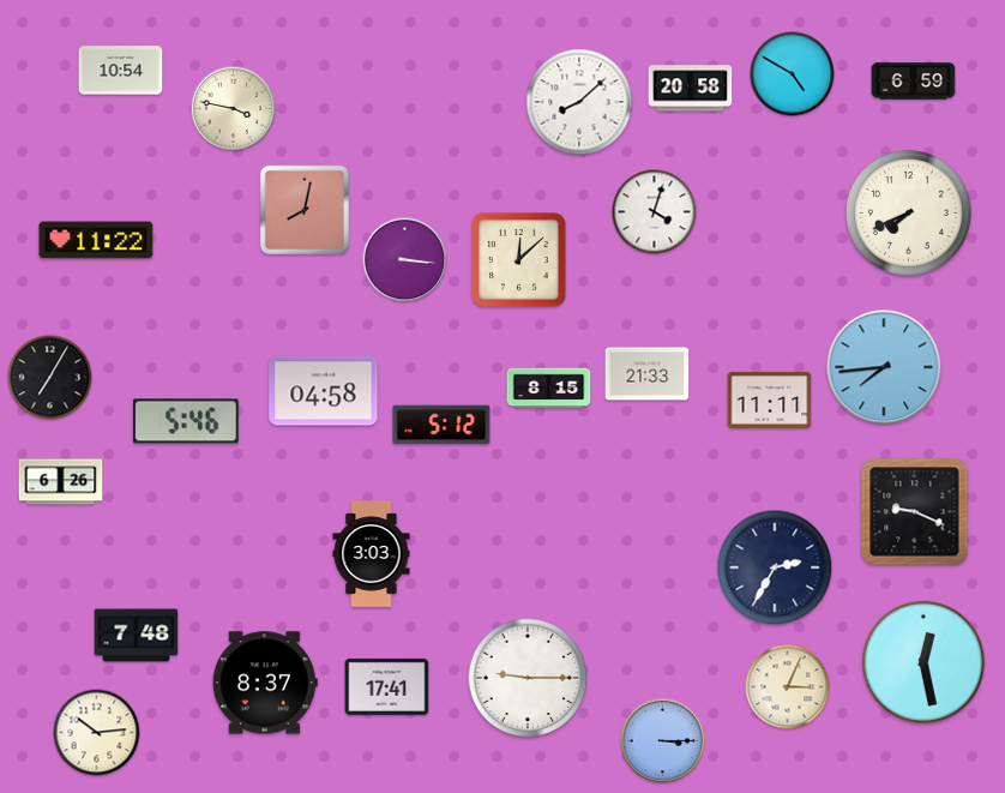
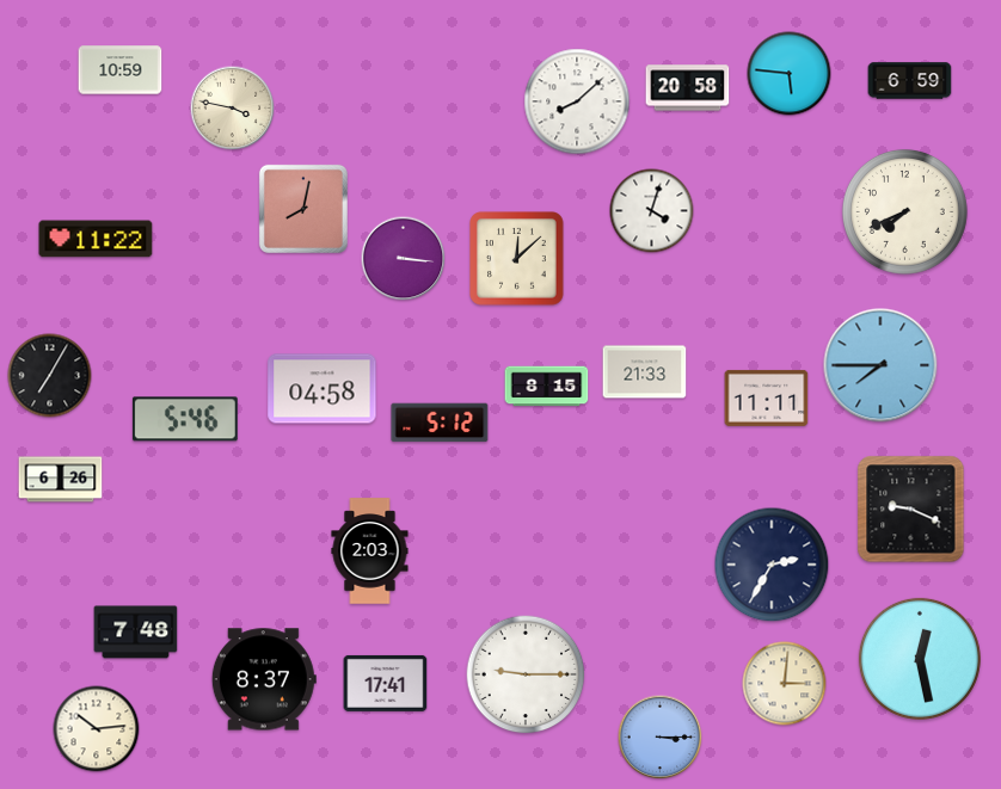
clock at (121, 71): 10:54 -> 10:59
clock at (793, 74): 4:50 -> 5:46
clock at (884, 367): 7:44 -> 7:45
clock at (372, 554): 3:03 -> 2:03
clock at (788, 687): 3:04 -> 3:01
